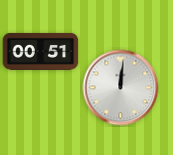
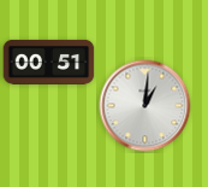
clock at (121, 88): 12:01 -> 1:01
